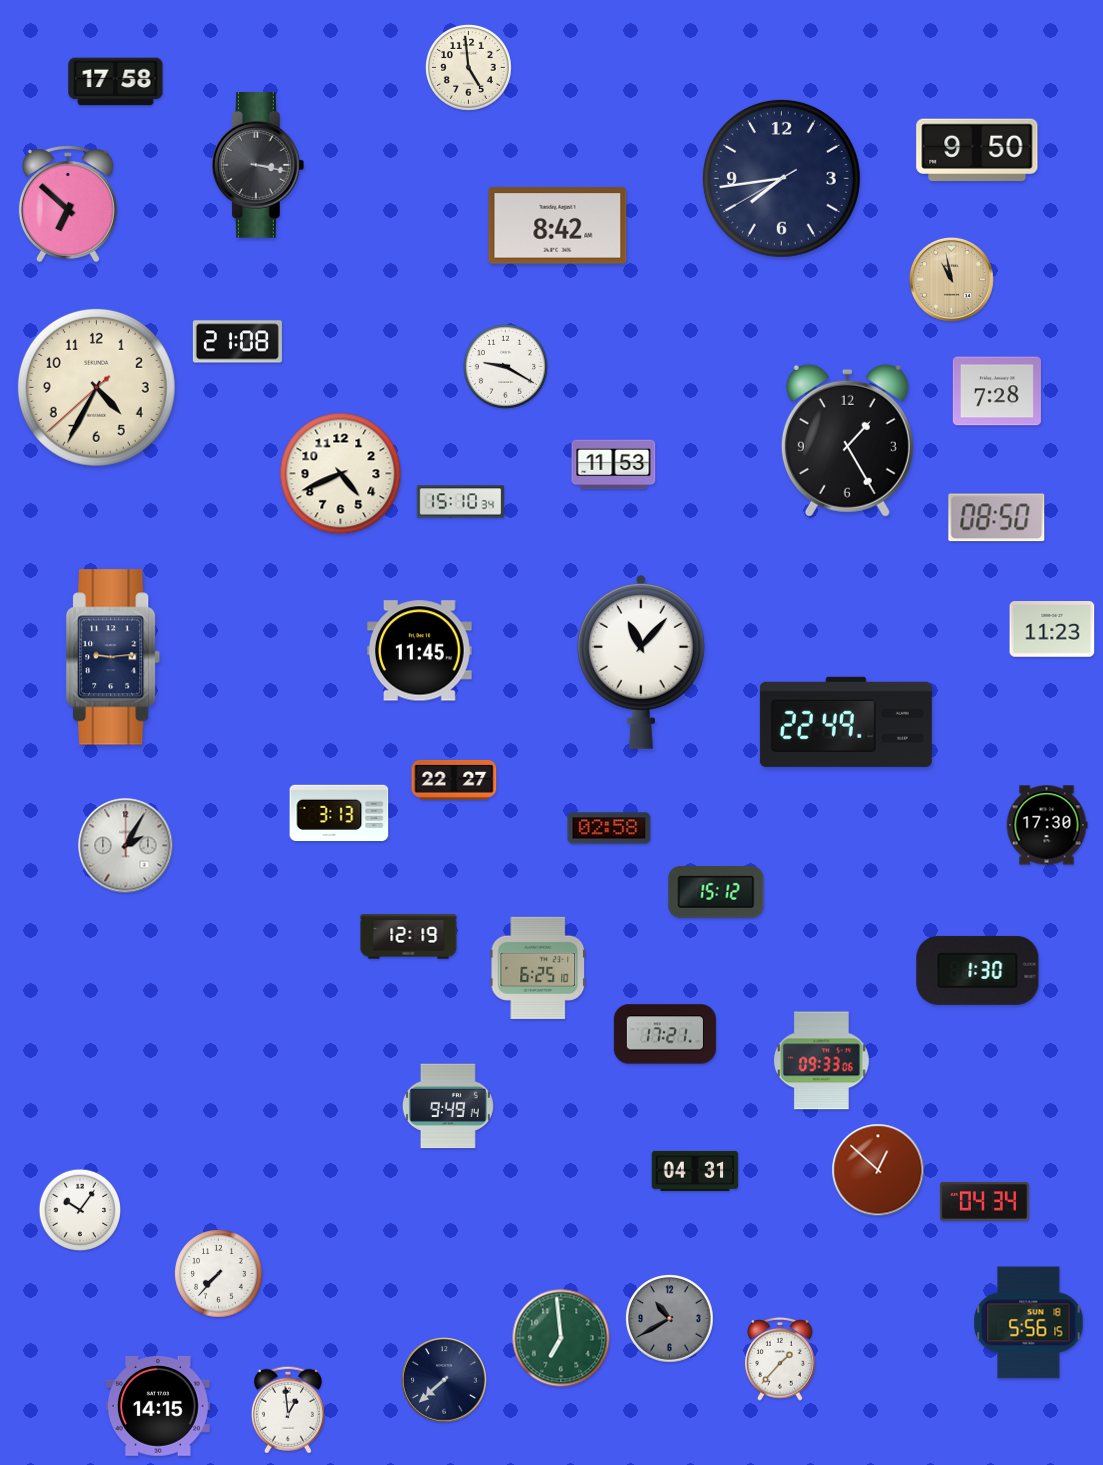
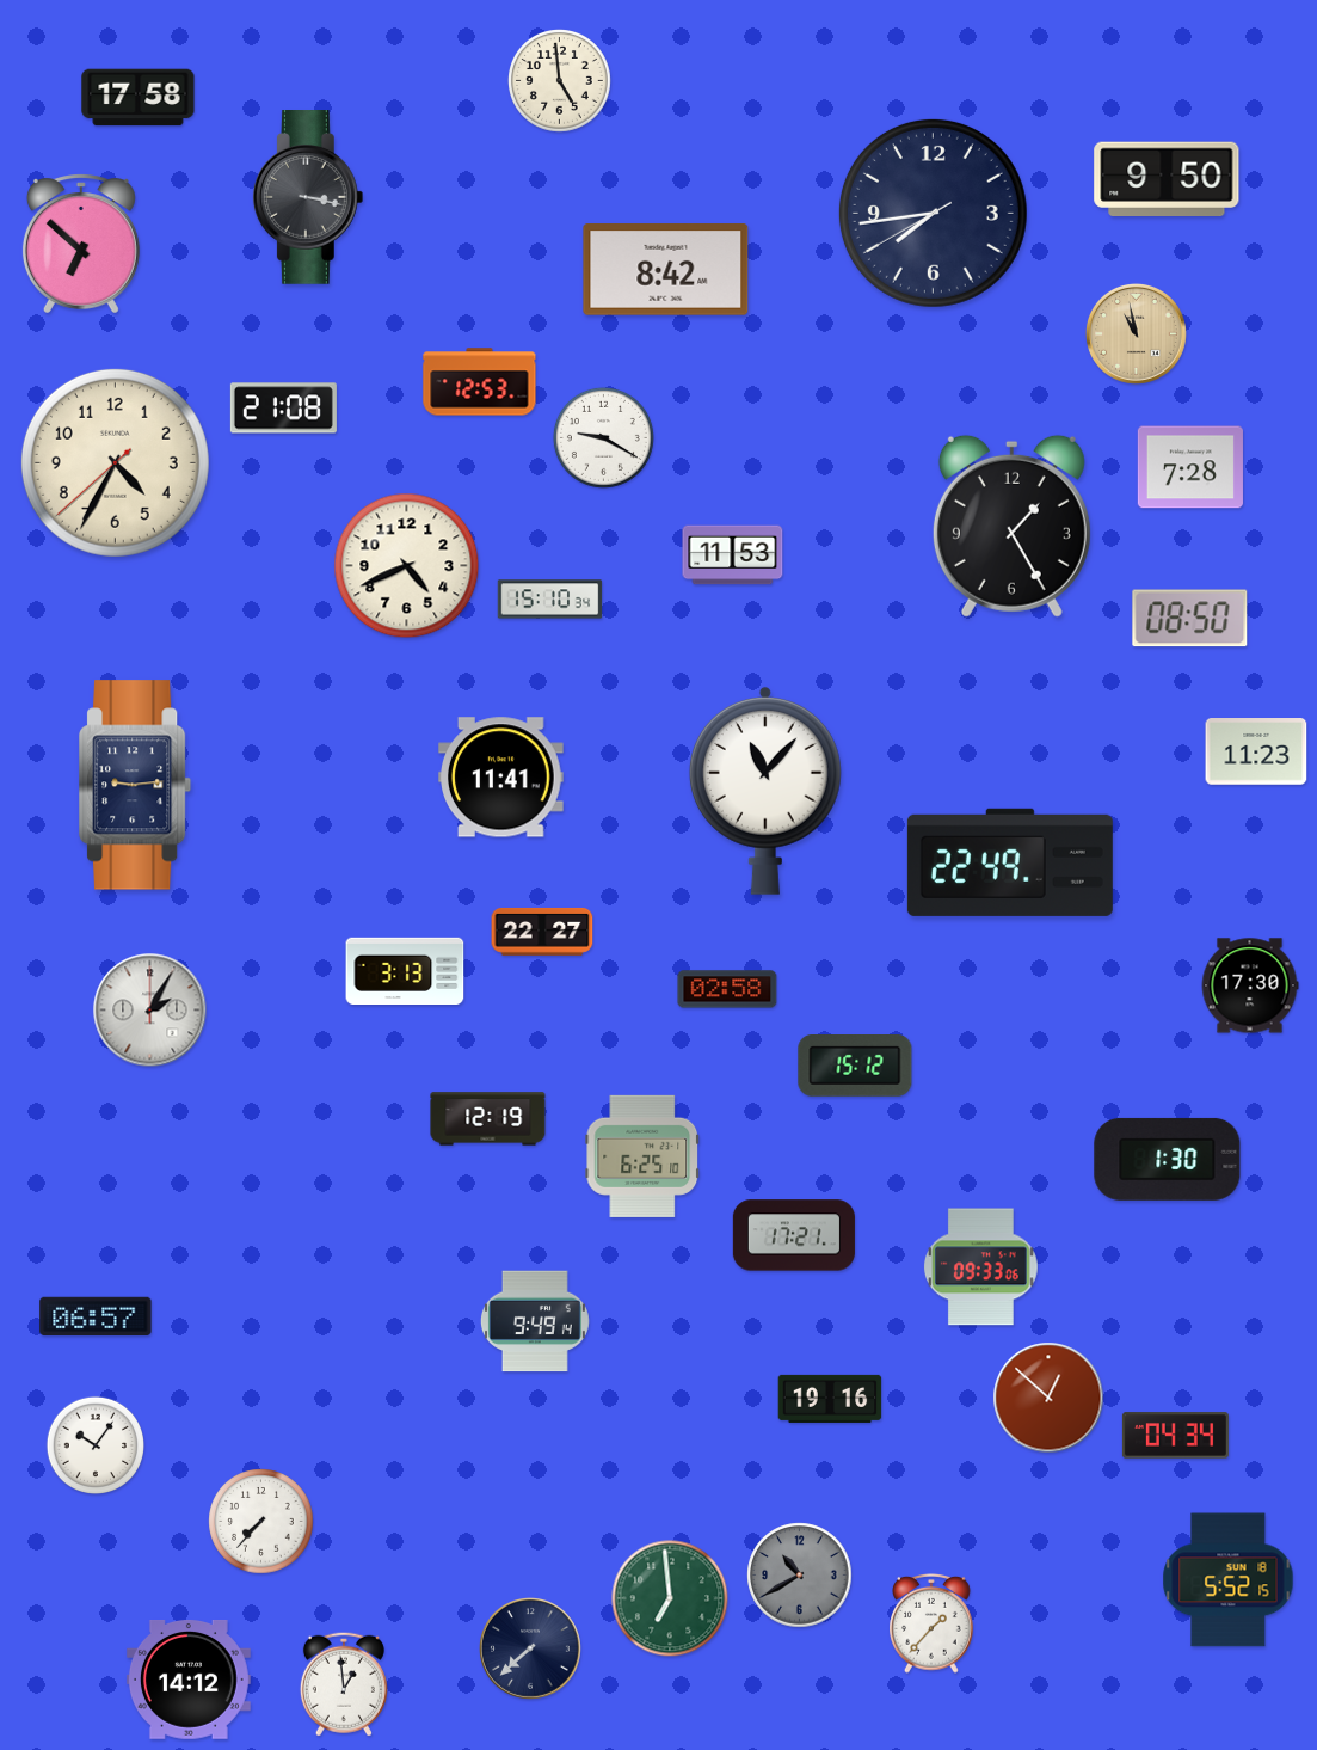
clock at (480, 382): none -> 12:53
clock at (420, 651): 11:45 -> 11:41
clock at (96, 1316): none -> 06:57
clock at (695, 1171): 04:31 -> 19:16
clock at (1029, 1323): 5:56 -> 5:52
clock at (158, 1407): 14:15 -> 14:12
